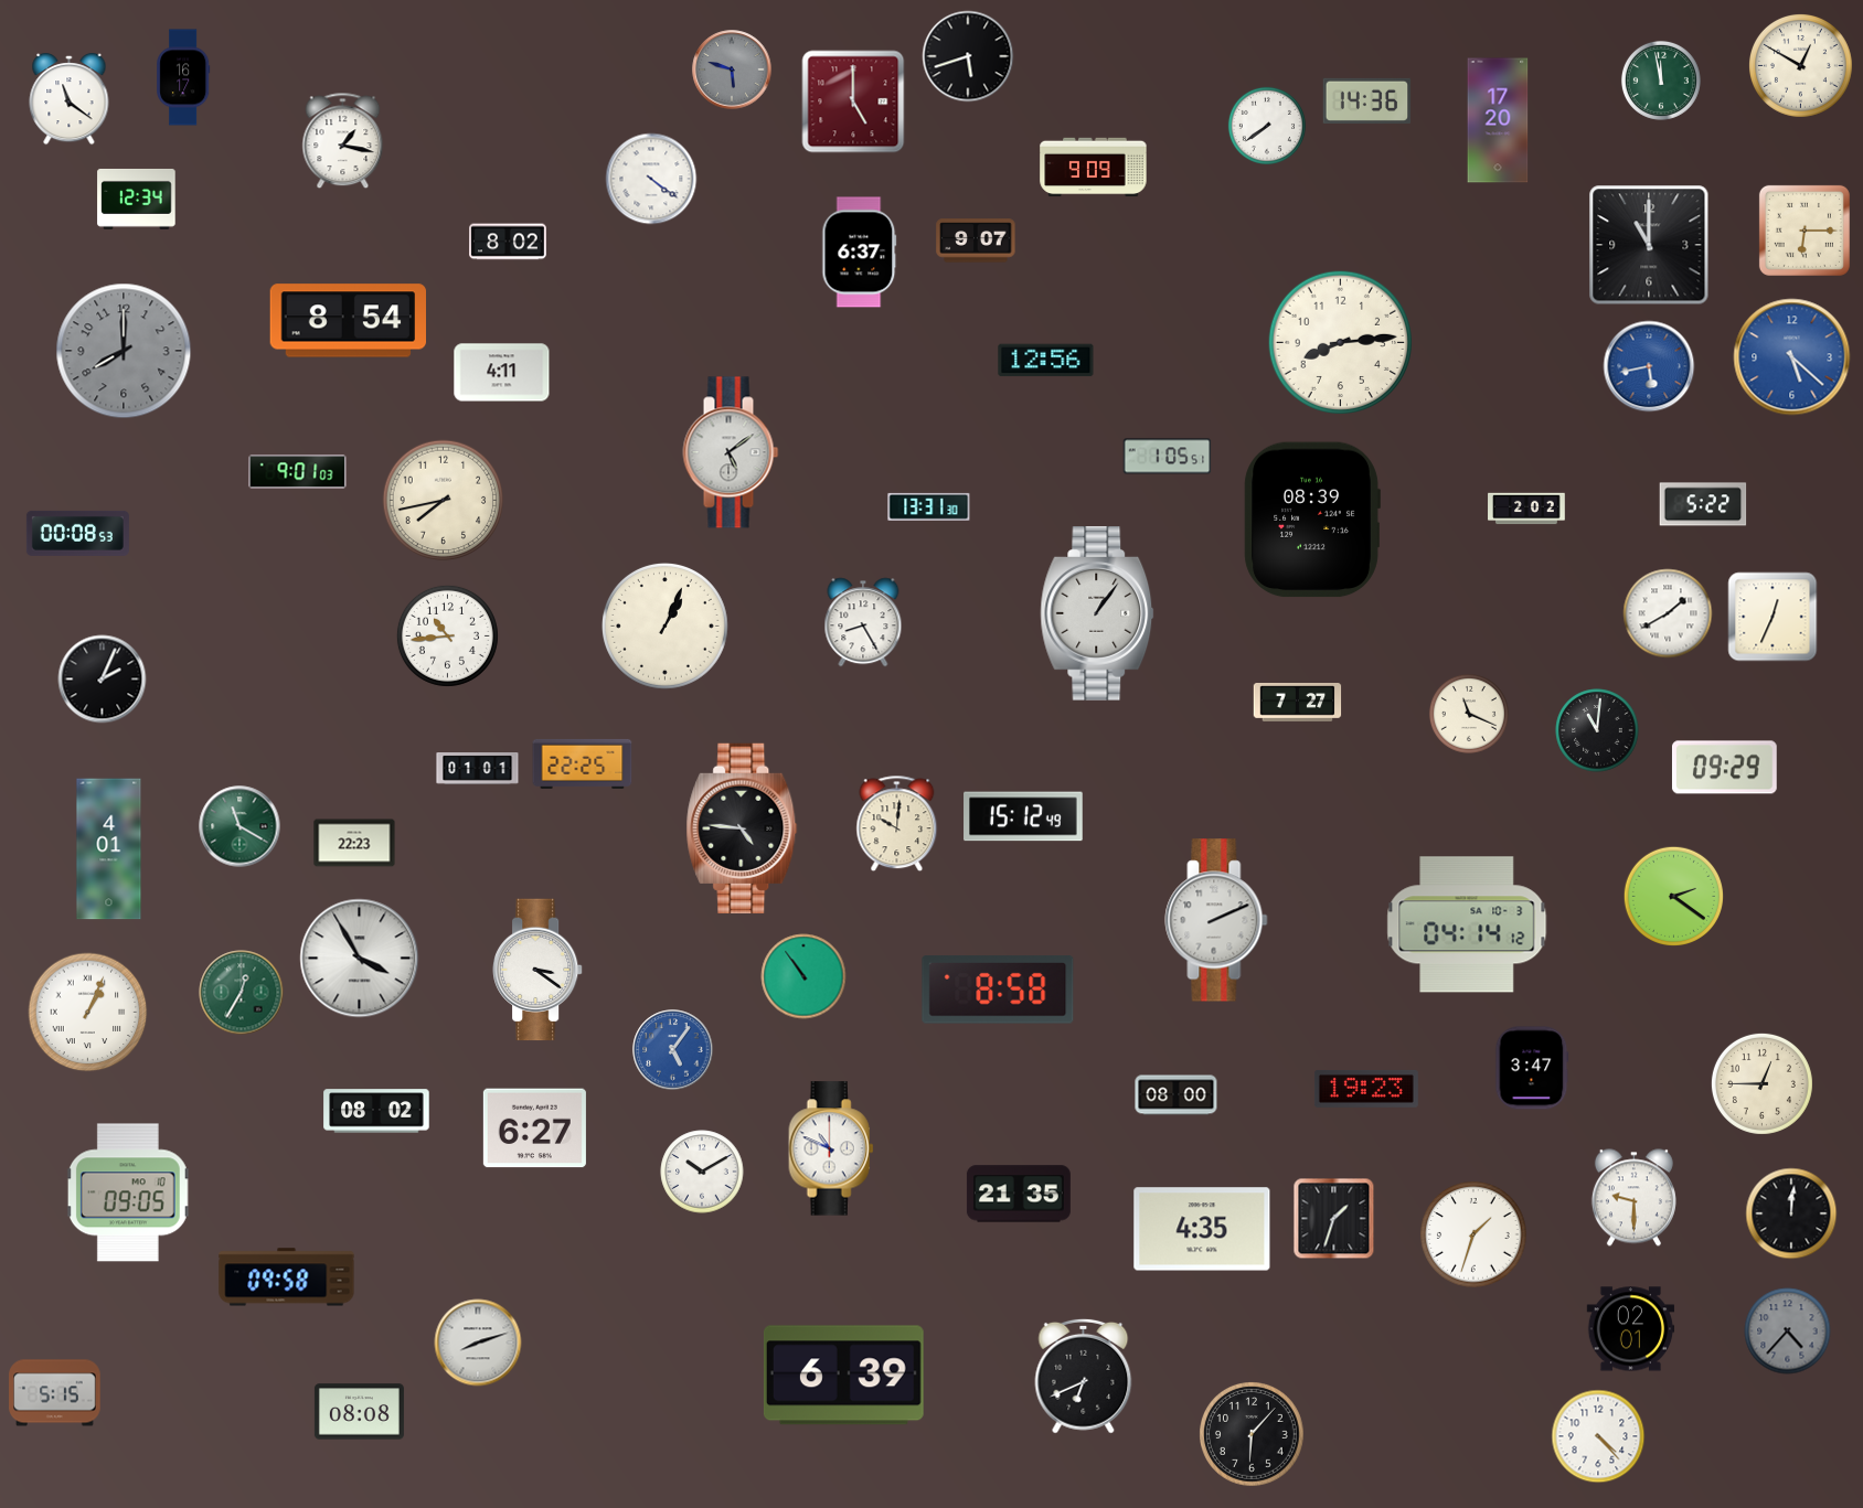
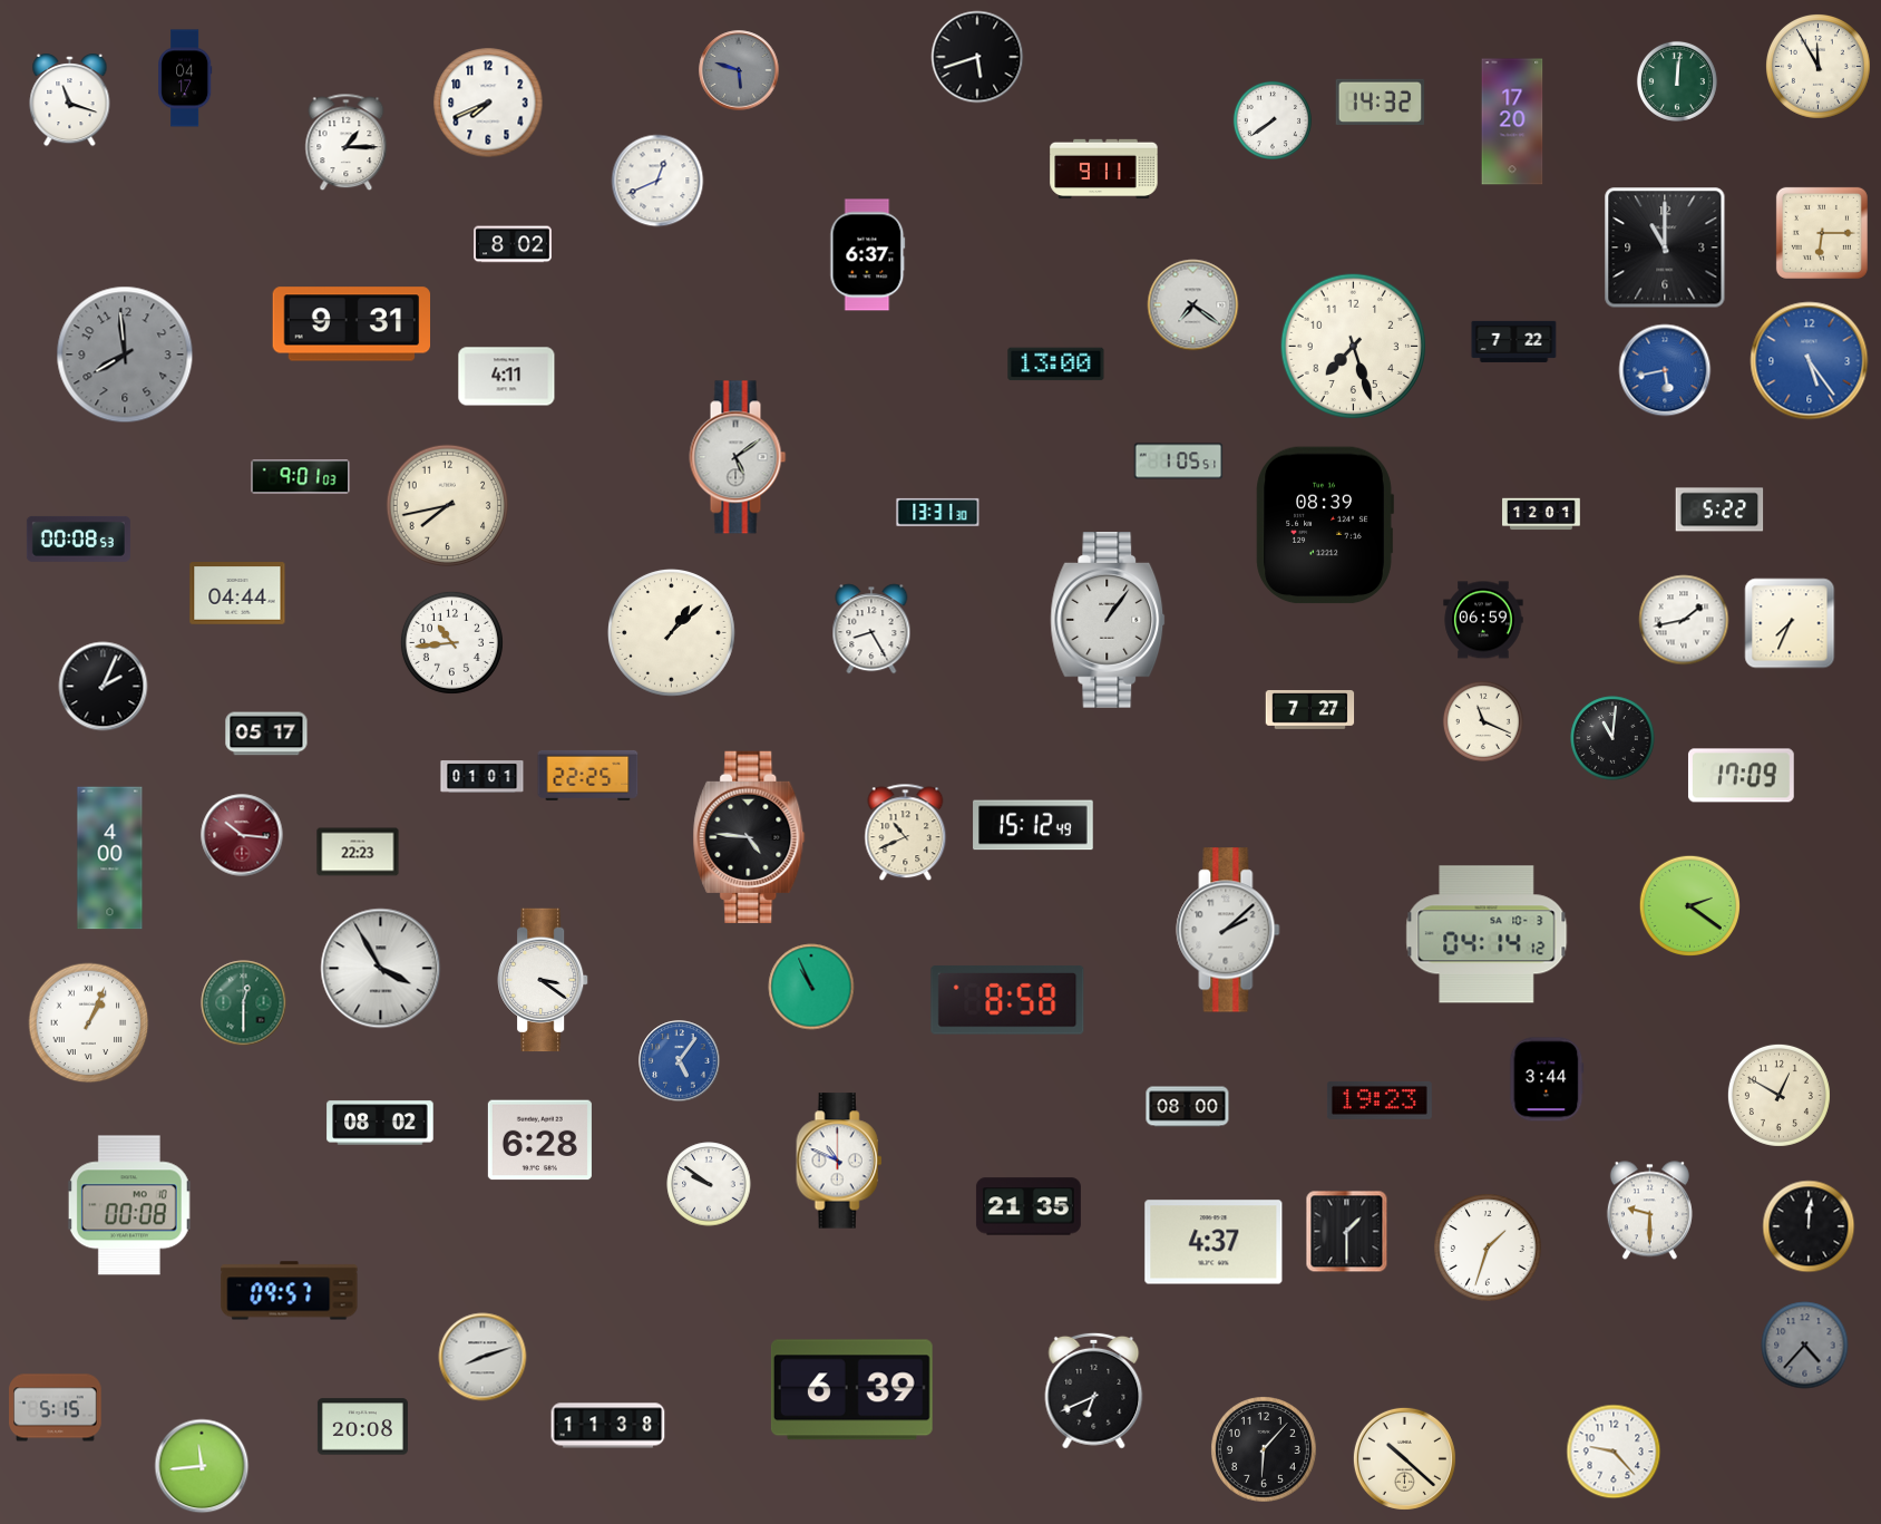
clock at (1800, 65): 12:50 -> 11:55
clock at (183, 77): 16:17 -> 04:17
clock at (1661, 81): 11:58 -> 12:01
clock at (70, 100): 11:21 -> 11:18
clock at (1367, 100): 14:36 -> 14:32
clock at (488, 103): none -> 7:41
clock at (853, 101): 5:00 -> none
clock at (1266, 125) position: (1266, 125) -> (1271, 119)
clock at (343, 141): 1:17 -> 1:15
clock at (1094, 168): 9:09 -> 9:11
clock at (651, 179): 4:21 -> 12:41
clock at (137, 199): 12:34 -> none
clock at (976, 240): 9:07 -> none
clock at (1193, 305): none -> 7:21
clock at (348, 321): 8:54 -> 9:31
clock at (1514, 341): none -> 7:22
clock at (1340, 342): 8:14 -> 7:27
clock at (124, 351): 8:00 -> 7:59
clock at (1792, 357): 5:22 -> 5:24
clock at (1046, 361): 12:56 -> 13:00
clock at (1526, 509): 2:02 -> 12:01
clock at (237, 593): none -> 04:44
clock at (1483, 620): none -> 06:59
clock at (1668, 613): 1:40 -> 1:43
clock at (1772, 617): 12:34 -> 7:34
clock at (664, 625): 1:04 -> 1:08
clock at (266, 734): none -> 05:17
clock at (583, 763) position: (583, 763) -> (588, 775)
clock at (1724, 768): 09:29 -> 17:09
clock at (897, 824): 10:01 -> 10:41
clock at (239, 826): 11:20 -> 10:16
clock at (239, 826) dial: green -> burgundy
clock at (109, 849): 4:01 -> 4:00
clock at (1216, 920): 2:11 -> 2:08
clock at (1467, 924) position: (1467, 924) -> (1487, 934)
clock at (360, 959) position: (360, 959) -> (381, 969)
clock at (803, 976): 10:54 -> 10:56
clock at (242, 993): 12:35 -> 12:30
clock at (1532, 1068): 3:47 -> 3:44
clock at (1761, 1083): 12:45 -> 12:50
clock at (534, 1129): 6:27 -> 6:28
clock at (702, 1172): 10:10 -> 9:51
clock at (128, 1193): 09:05 -> 00:08
clock at (1334, 1219): 1:33 -> 1:30
clock at (1202, 1229): 4:35 -> 4:37
clock at (287, 1277): 09:58 -> 09:57
clock at (1631, 1329): 02:01 -> none
clock at (608, 1426): none -> 11:38
clock at (359, 1412): 08:08 -> 20:08
clock at (1598, 1436): 4:23 -> 9:23
clock at (1404, 1458): none -> 10:22
clock at (202, 1466): none -> 11:44
